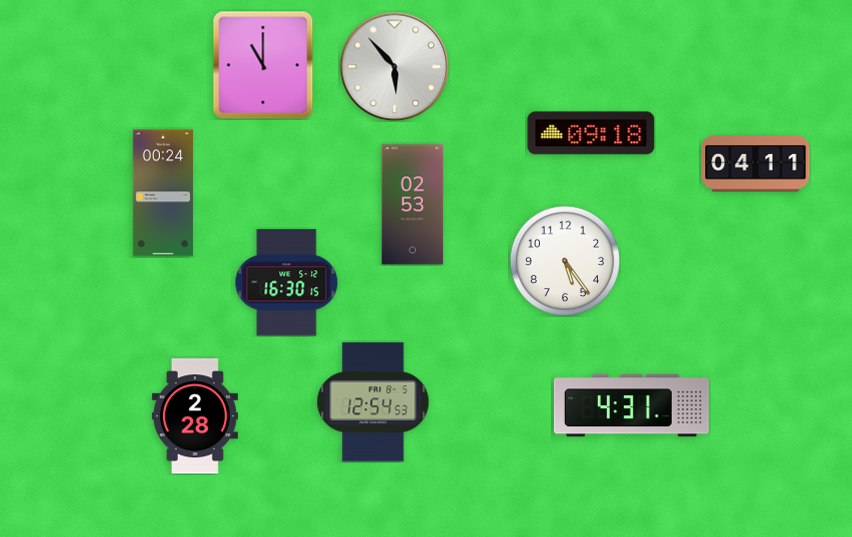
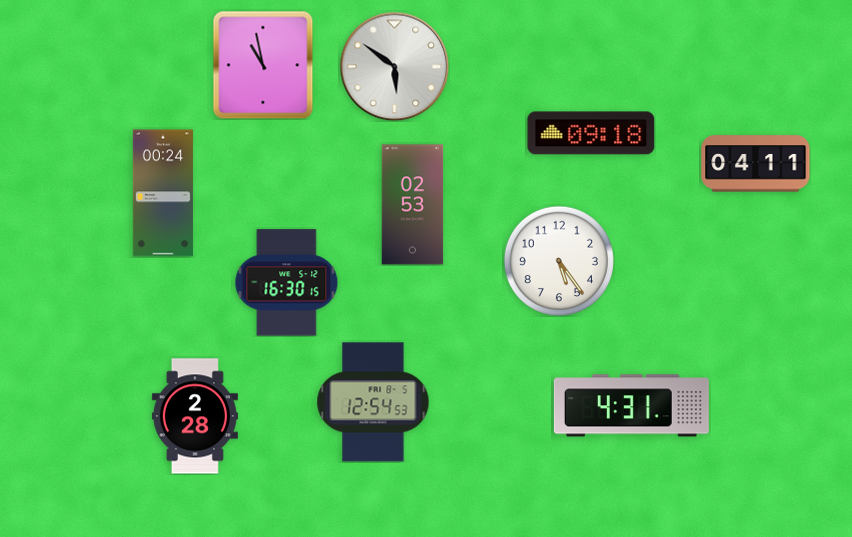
clock at (263, 65): 11:00 -> 10:58
clock at (394, 66): 5:53 -> 5:51
clock at (565, 261) position: (565, 261) -> (559, 261)
